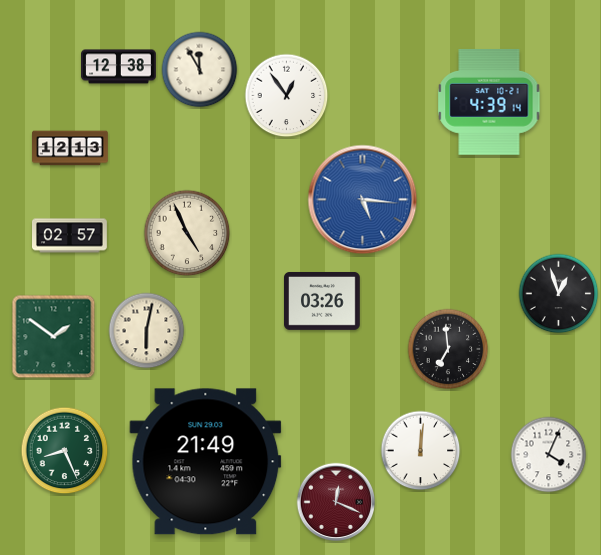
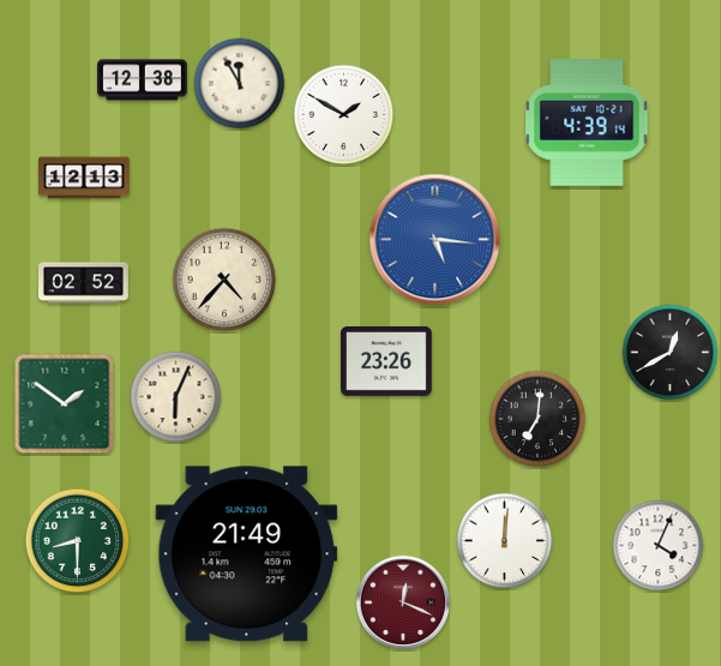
clock at (287, 96): 12:54 -> 1:50
clock at (187, 233): 4:56 -> 4:37
clock at (70, 236): 02:57 -> 02:52
clock at (559, 294): 12:57 -> 12:40
clock at (323, 301): 03:26 -> 23:26
clock at (147, 331): 6:02 -> 6:04
clock at (448, 349): 6:59 -> 7:01
clock at (65, 451): 8:26 -> 8:30
